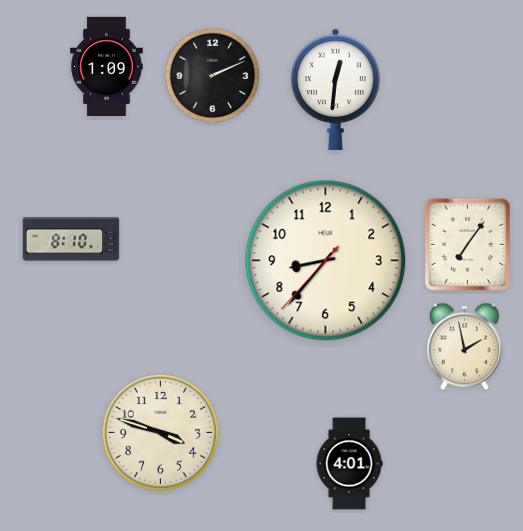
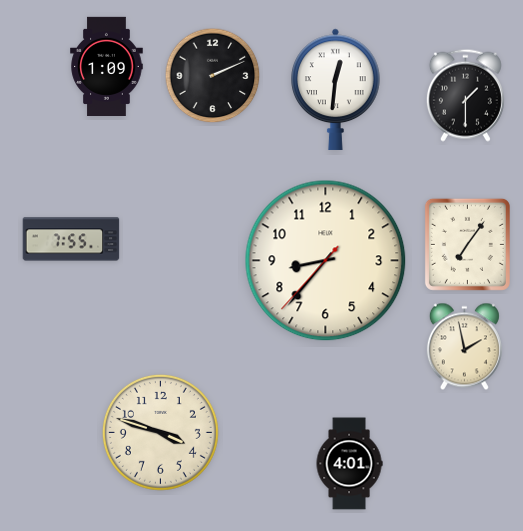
clock at (465, 95): none -> 1:30
clock at (71, 239): 8:10 -> 7:55
